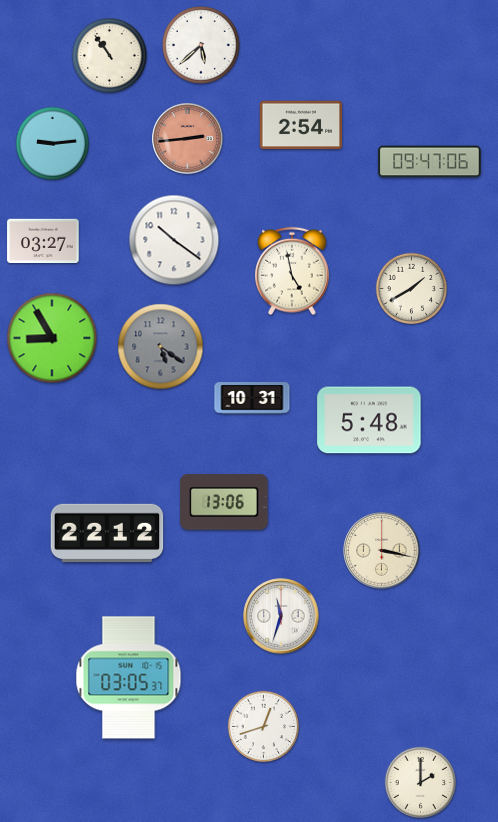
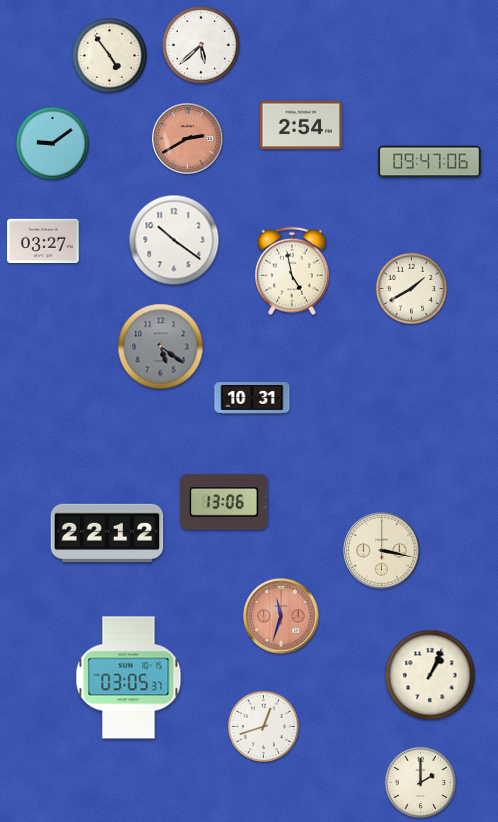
clock at (109, 55): 10:54 -> 4:54
clock at (188, 139): 2:44 -> 2:40
clock at (52, 143): 9:14 -> 9:09
clock at (52, 338): 8:55 -> none
clock at (369, 420): 5:48 -> none
clock at (281, 616) dial: white -> salmon
clock at (430, 675): none -> 1:04
